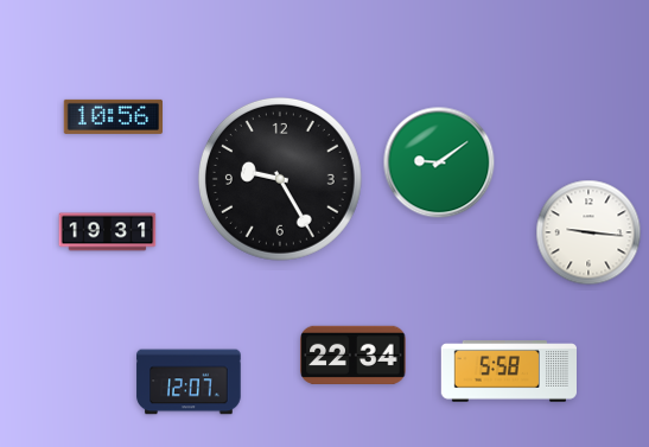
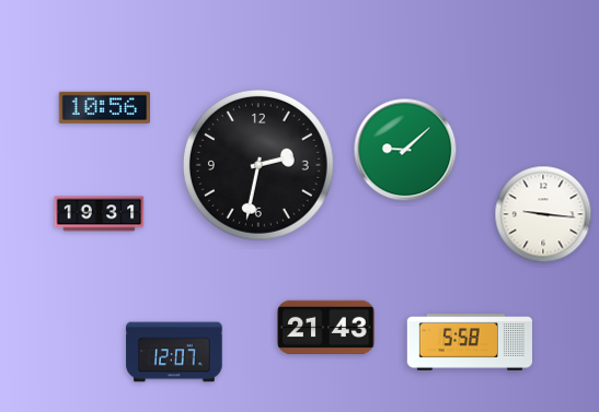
clock at (439, 162): 9:09 -> 9:08
clock at (280, 179): 9:25 -> 2:32
clock at (354, 355): 22:34 -> 21:43
